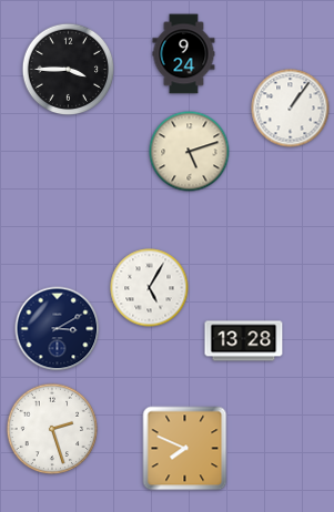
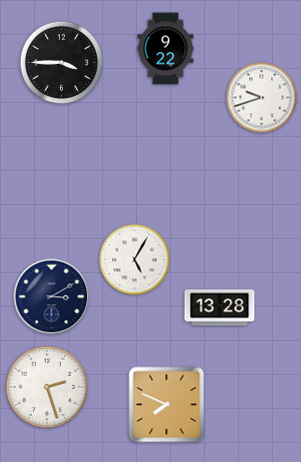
clock at (184, 54): 9:24 -> 9:22
clock at (291, 109): 1:06 -> 9:42
clock at (190, 152): 5:12 -> none
